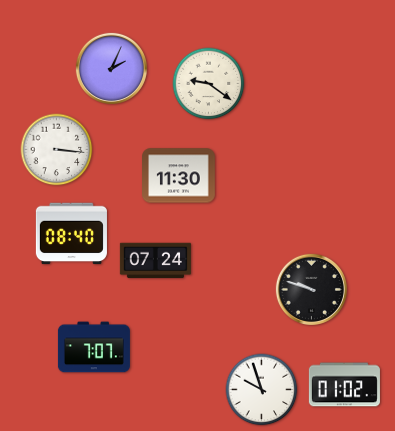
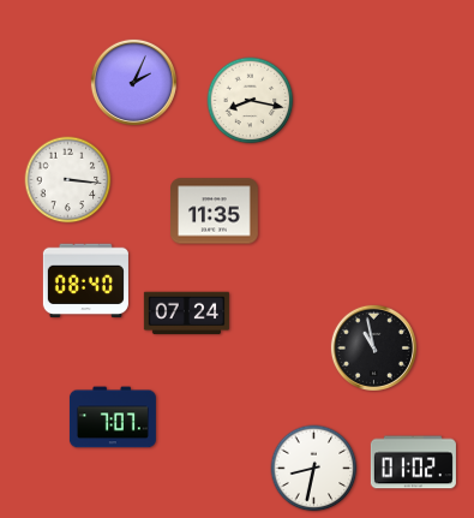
clock at (209, 84): 9:21 -> 8:17
clock at (179, 176): 11:30 -> 11:35
clock at (311, 289): 9:48 -> 10:58
clock at (262, 390): 9:57 -> 8:32
